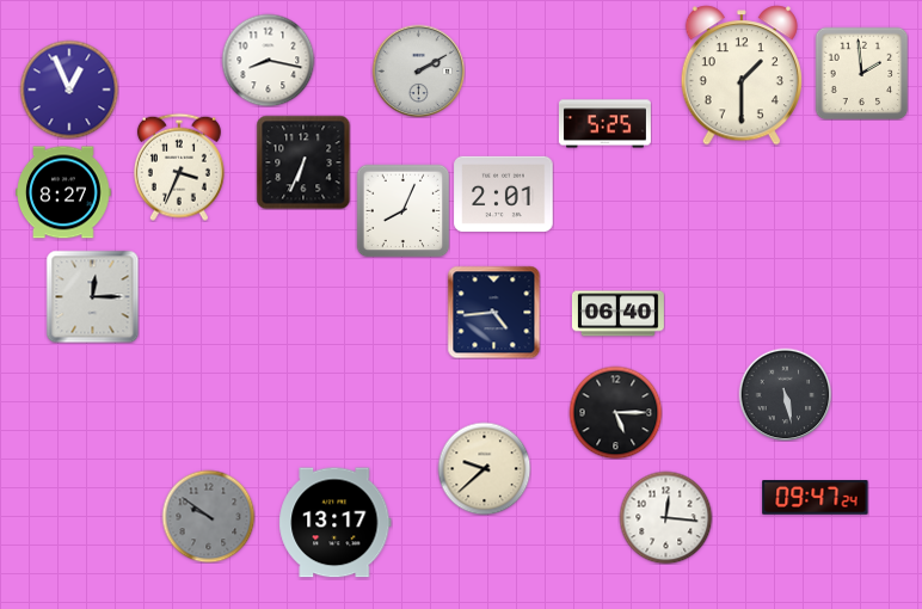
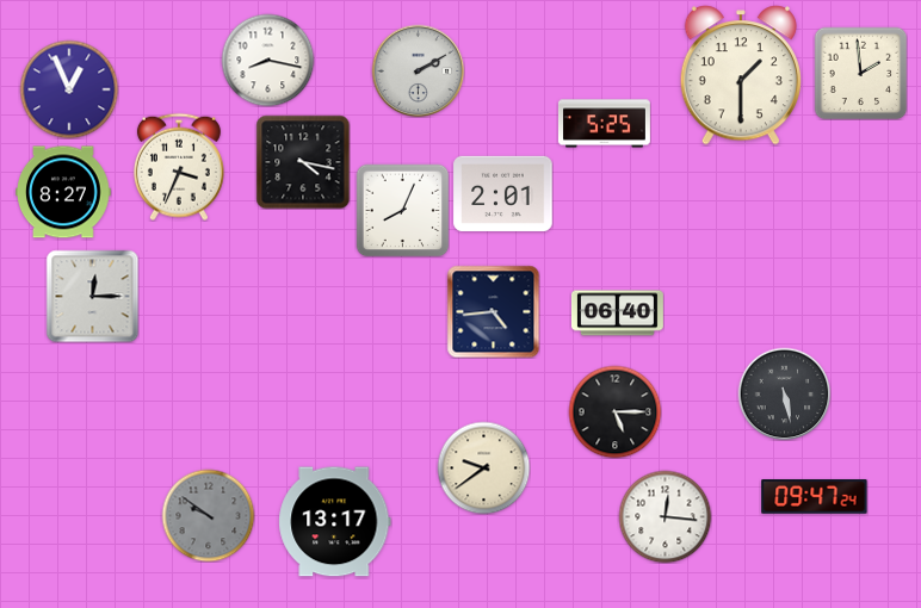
clock at (303, 162): 6:34 -> 4:17
clock at (484, 468): 9:38 -> 9:39
